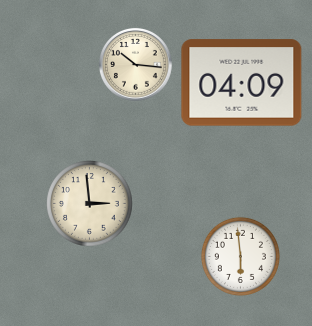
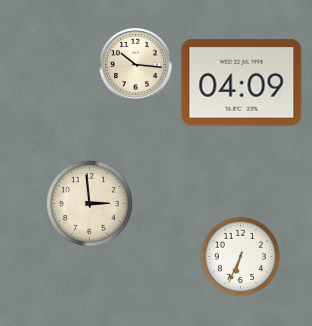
clock at (240, 256): 5:59 -> 6:34
